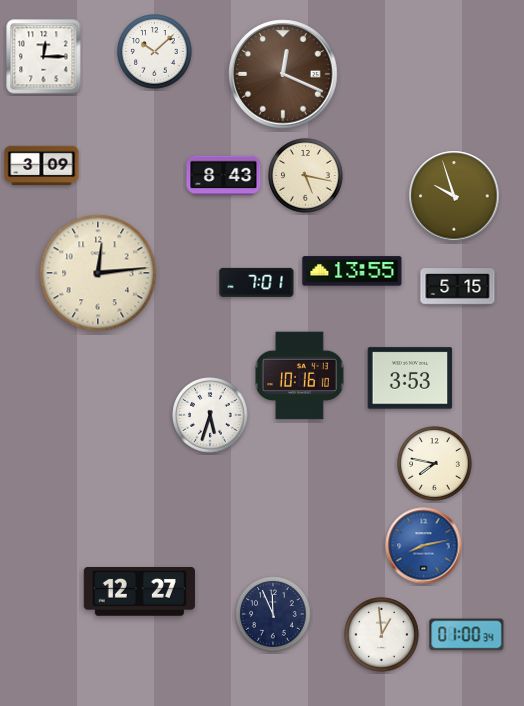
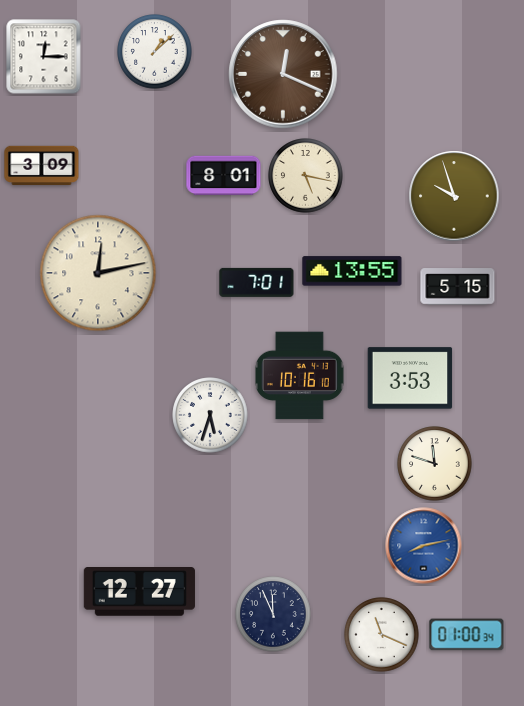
clock at (155, 52): 10:08 -> 1:08
clock at (224, 176): 8:43 -> 8:01
clock at (98, 273): 12:14 -> 12:13
clock at (435, 464): 7:47 -> 11:48
clock at (382, 635): 12:59 -> 11:19
